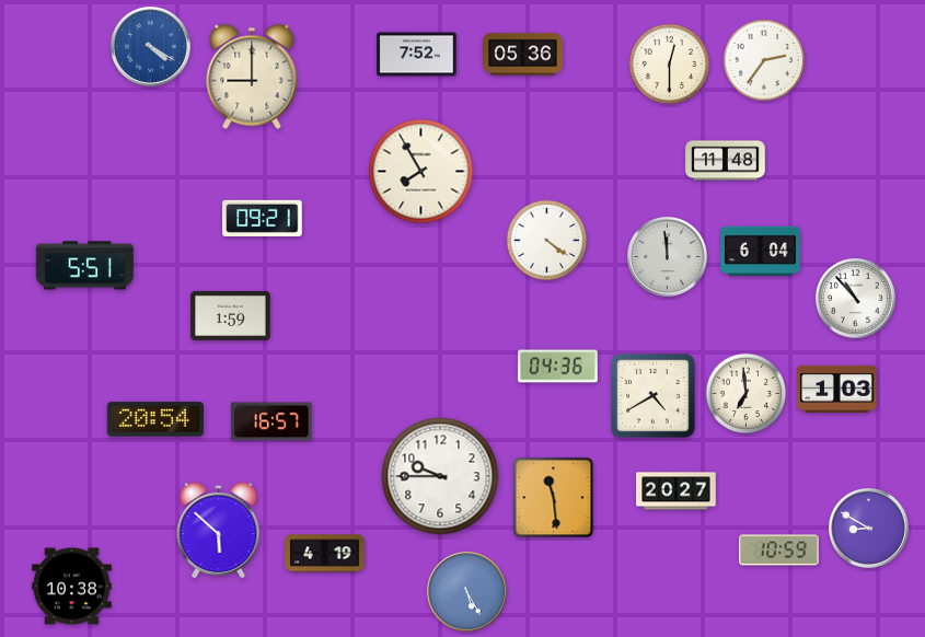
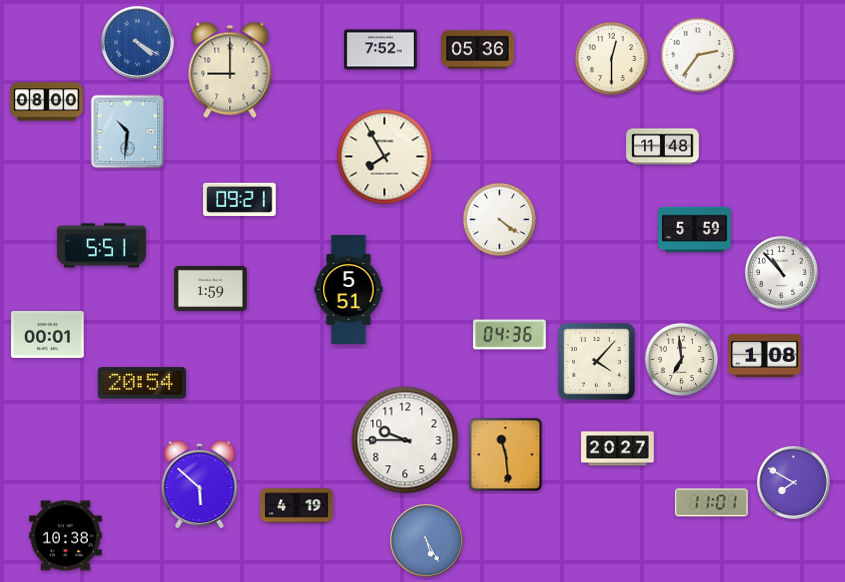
clock at (47, 102): none -> 08:00
clock at (128, 132): none -> 10:31
clock at (761, 252): 6:04 -> 5:59
clock at (668, 257): 11:59 -> none
clock at (84, 266) position: (84, 266) -> (101, 246)
clock at (349, 289): none -> 5:51
clock at (48, 335): none -> 00:01
clock at (837, 389): 1:03 -> 1:08
clock at (654, 396): 4:40 -> 4:07
clock at (271, 421): 16:57 -> none
clock at (440, 476) position: (440, 476) -> (405, 440)
clock at (869, 529): 8:50 -> 7:50
clock at (779, 551): 10:59 -> 11:01
